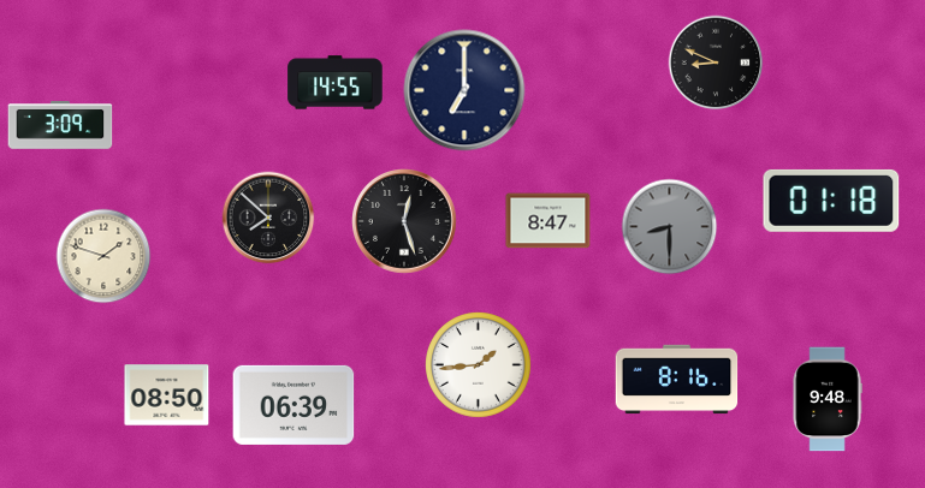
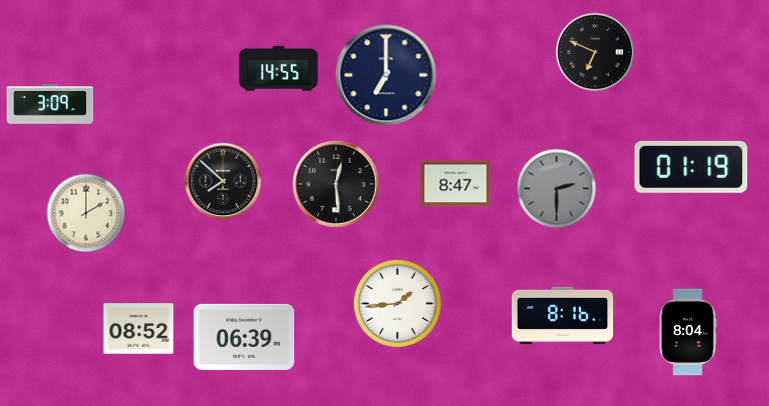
clock at (716, 63): 8:49 -> 6:49
clock at (831, 201): 01:18 -> 01:19
clock at (405, 222): 12:27 -> 12:29
clock at (670, 227): 8:30 -> 2:30
clock at (103, 256): 1:48 -> 2:00
clock at (167, 395): 08:50 -> 08:52
clock at (828, 399): 9:48 -> 8:04
